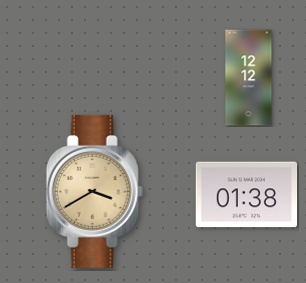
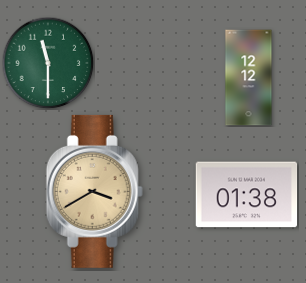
clock at (48, 63): none -> 11:30
